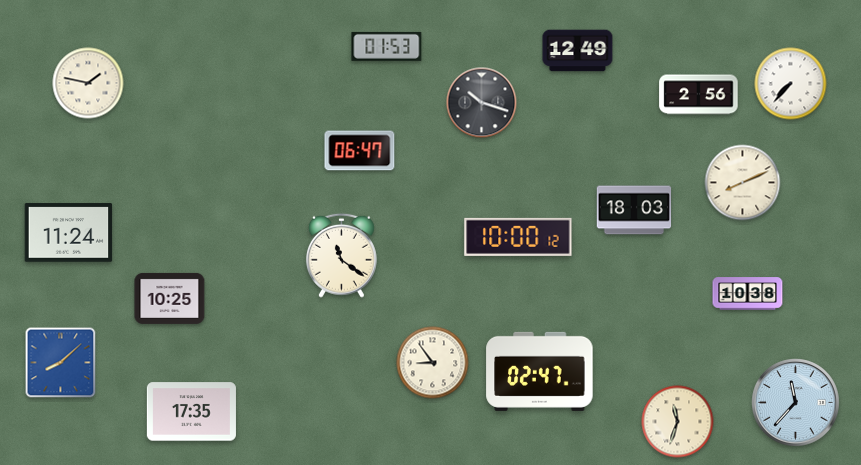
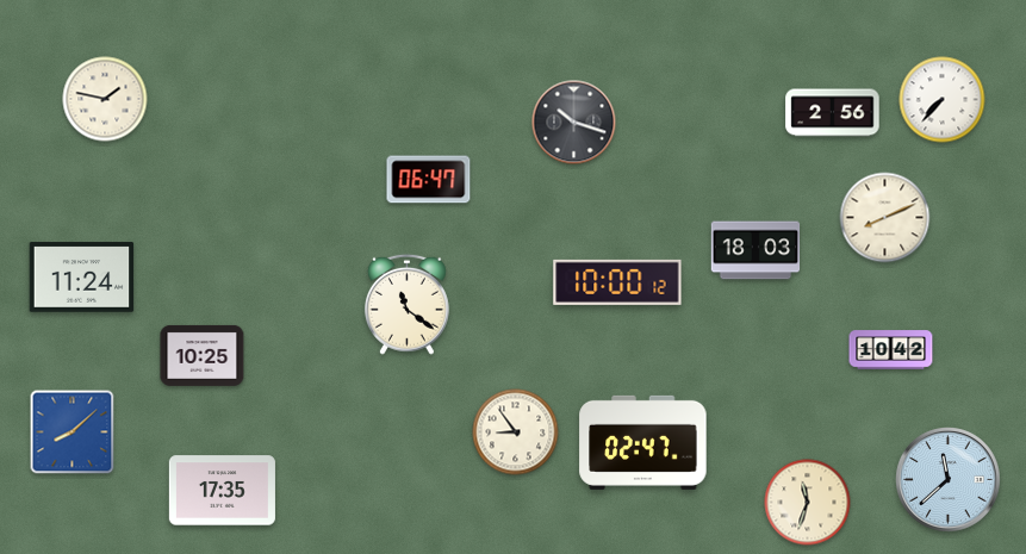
clock at (387, 46): 01:53 -> none
clock at (578, 51): 12:49 -> none
clock at (748, 294): 10:38 -> 10:42
clock at (796, 403): 11:37 -> 11:38
clock at (191, 412) position: (191, 412) -> (222, 491)
